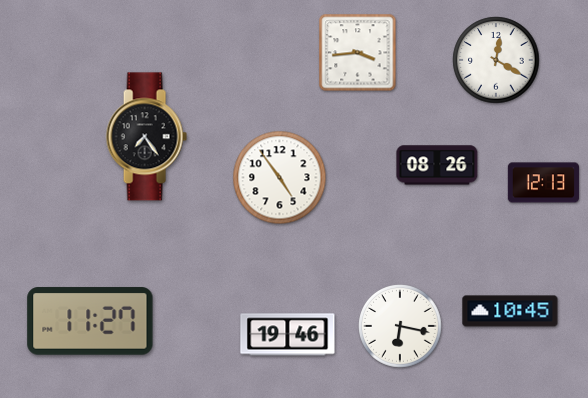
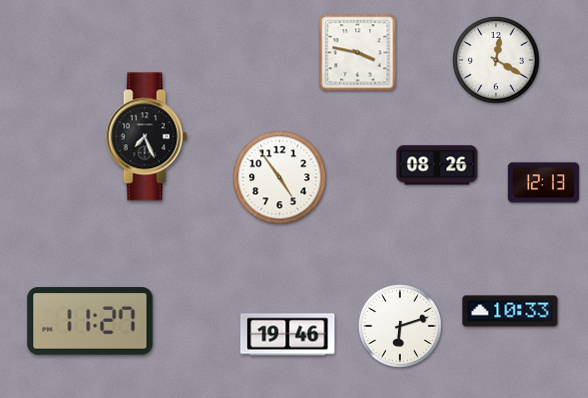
clock at (358, 53): 3:44 -> 3:47
clock at (146, 137): 7:24 -> 7:26
clock at (510, 311): 10:45 -> 10:33
clock at (401, 327): 6:17 -> 6:12
